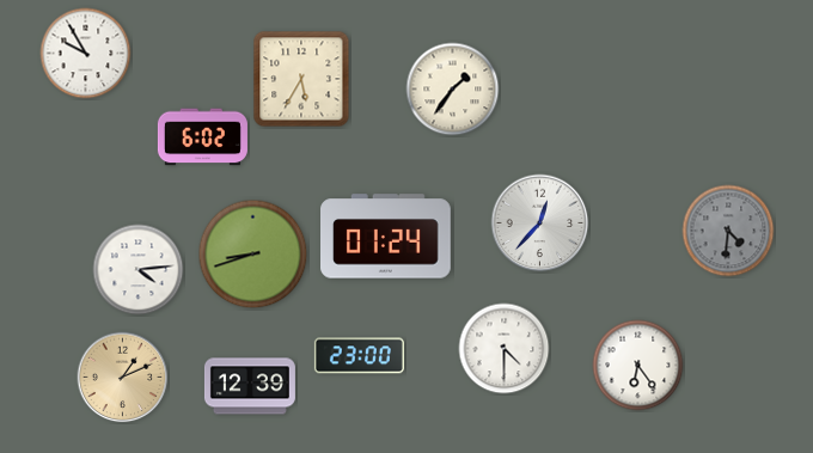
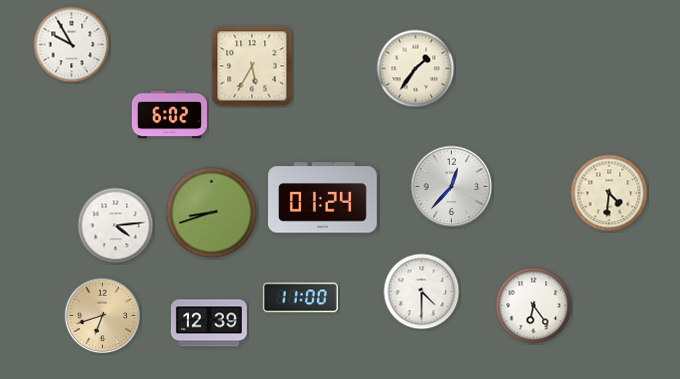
clock at (453, 90) position: (453, 90) -> (416, 69)
clock at (728, 231) dial: grey -> cream
clock at (359, 356): 23:00 -> 11:00
clock at (123, 378): 1:11 -> 6:42
